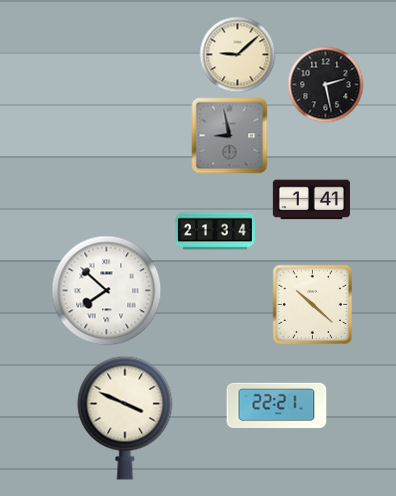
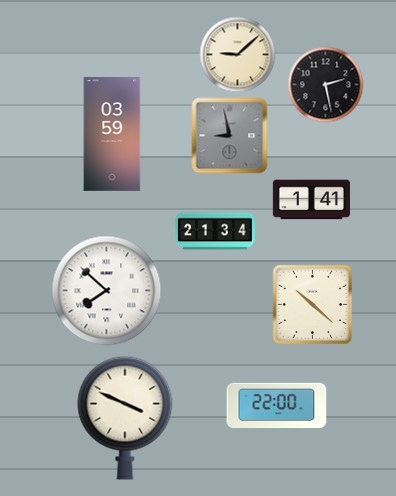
clock at (112, 135): none -> 03:59
clock at (277, 406): 22:21 -> 22:00
